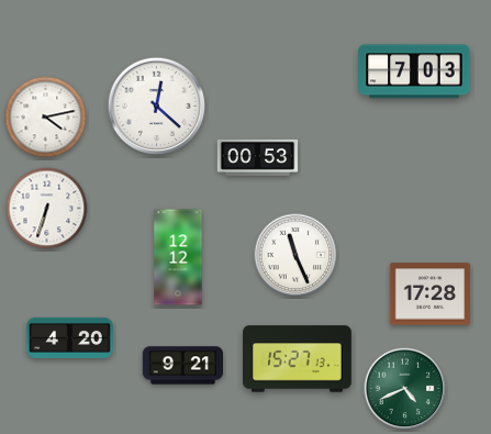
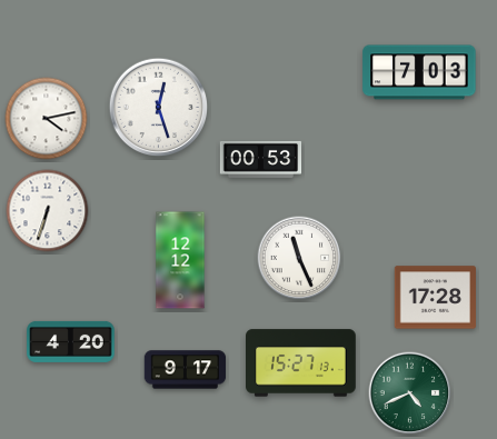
clock at (157, 107): 12:22 -> 12:27
clock at (183, 366): 9:21 -> 9:17
